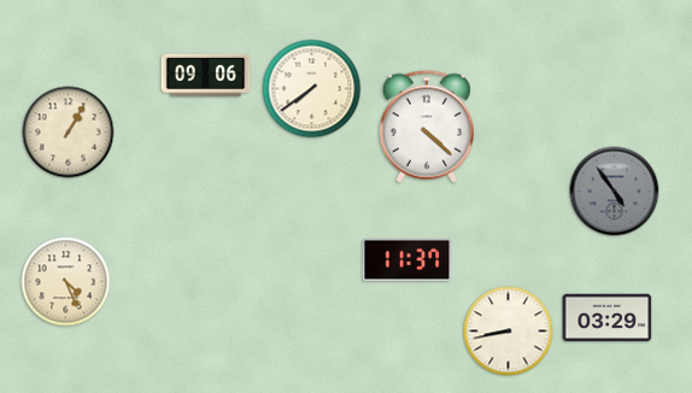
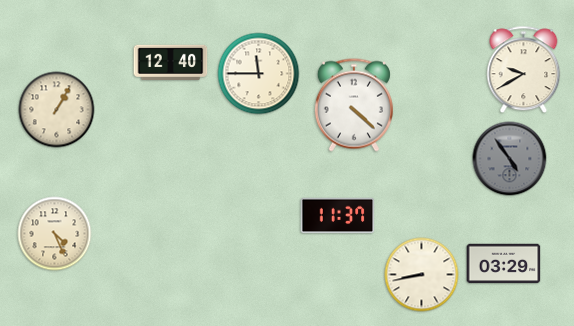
clock at (206, 75): 09:06 -> 12:40
clock at (524, 70): none -> 9:40
clock at (312, 89): 7:39 -> 11:45
